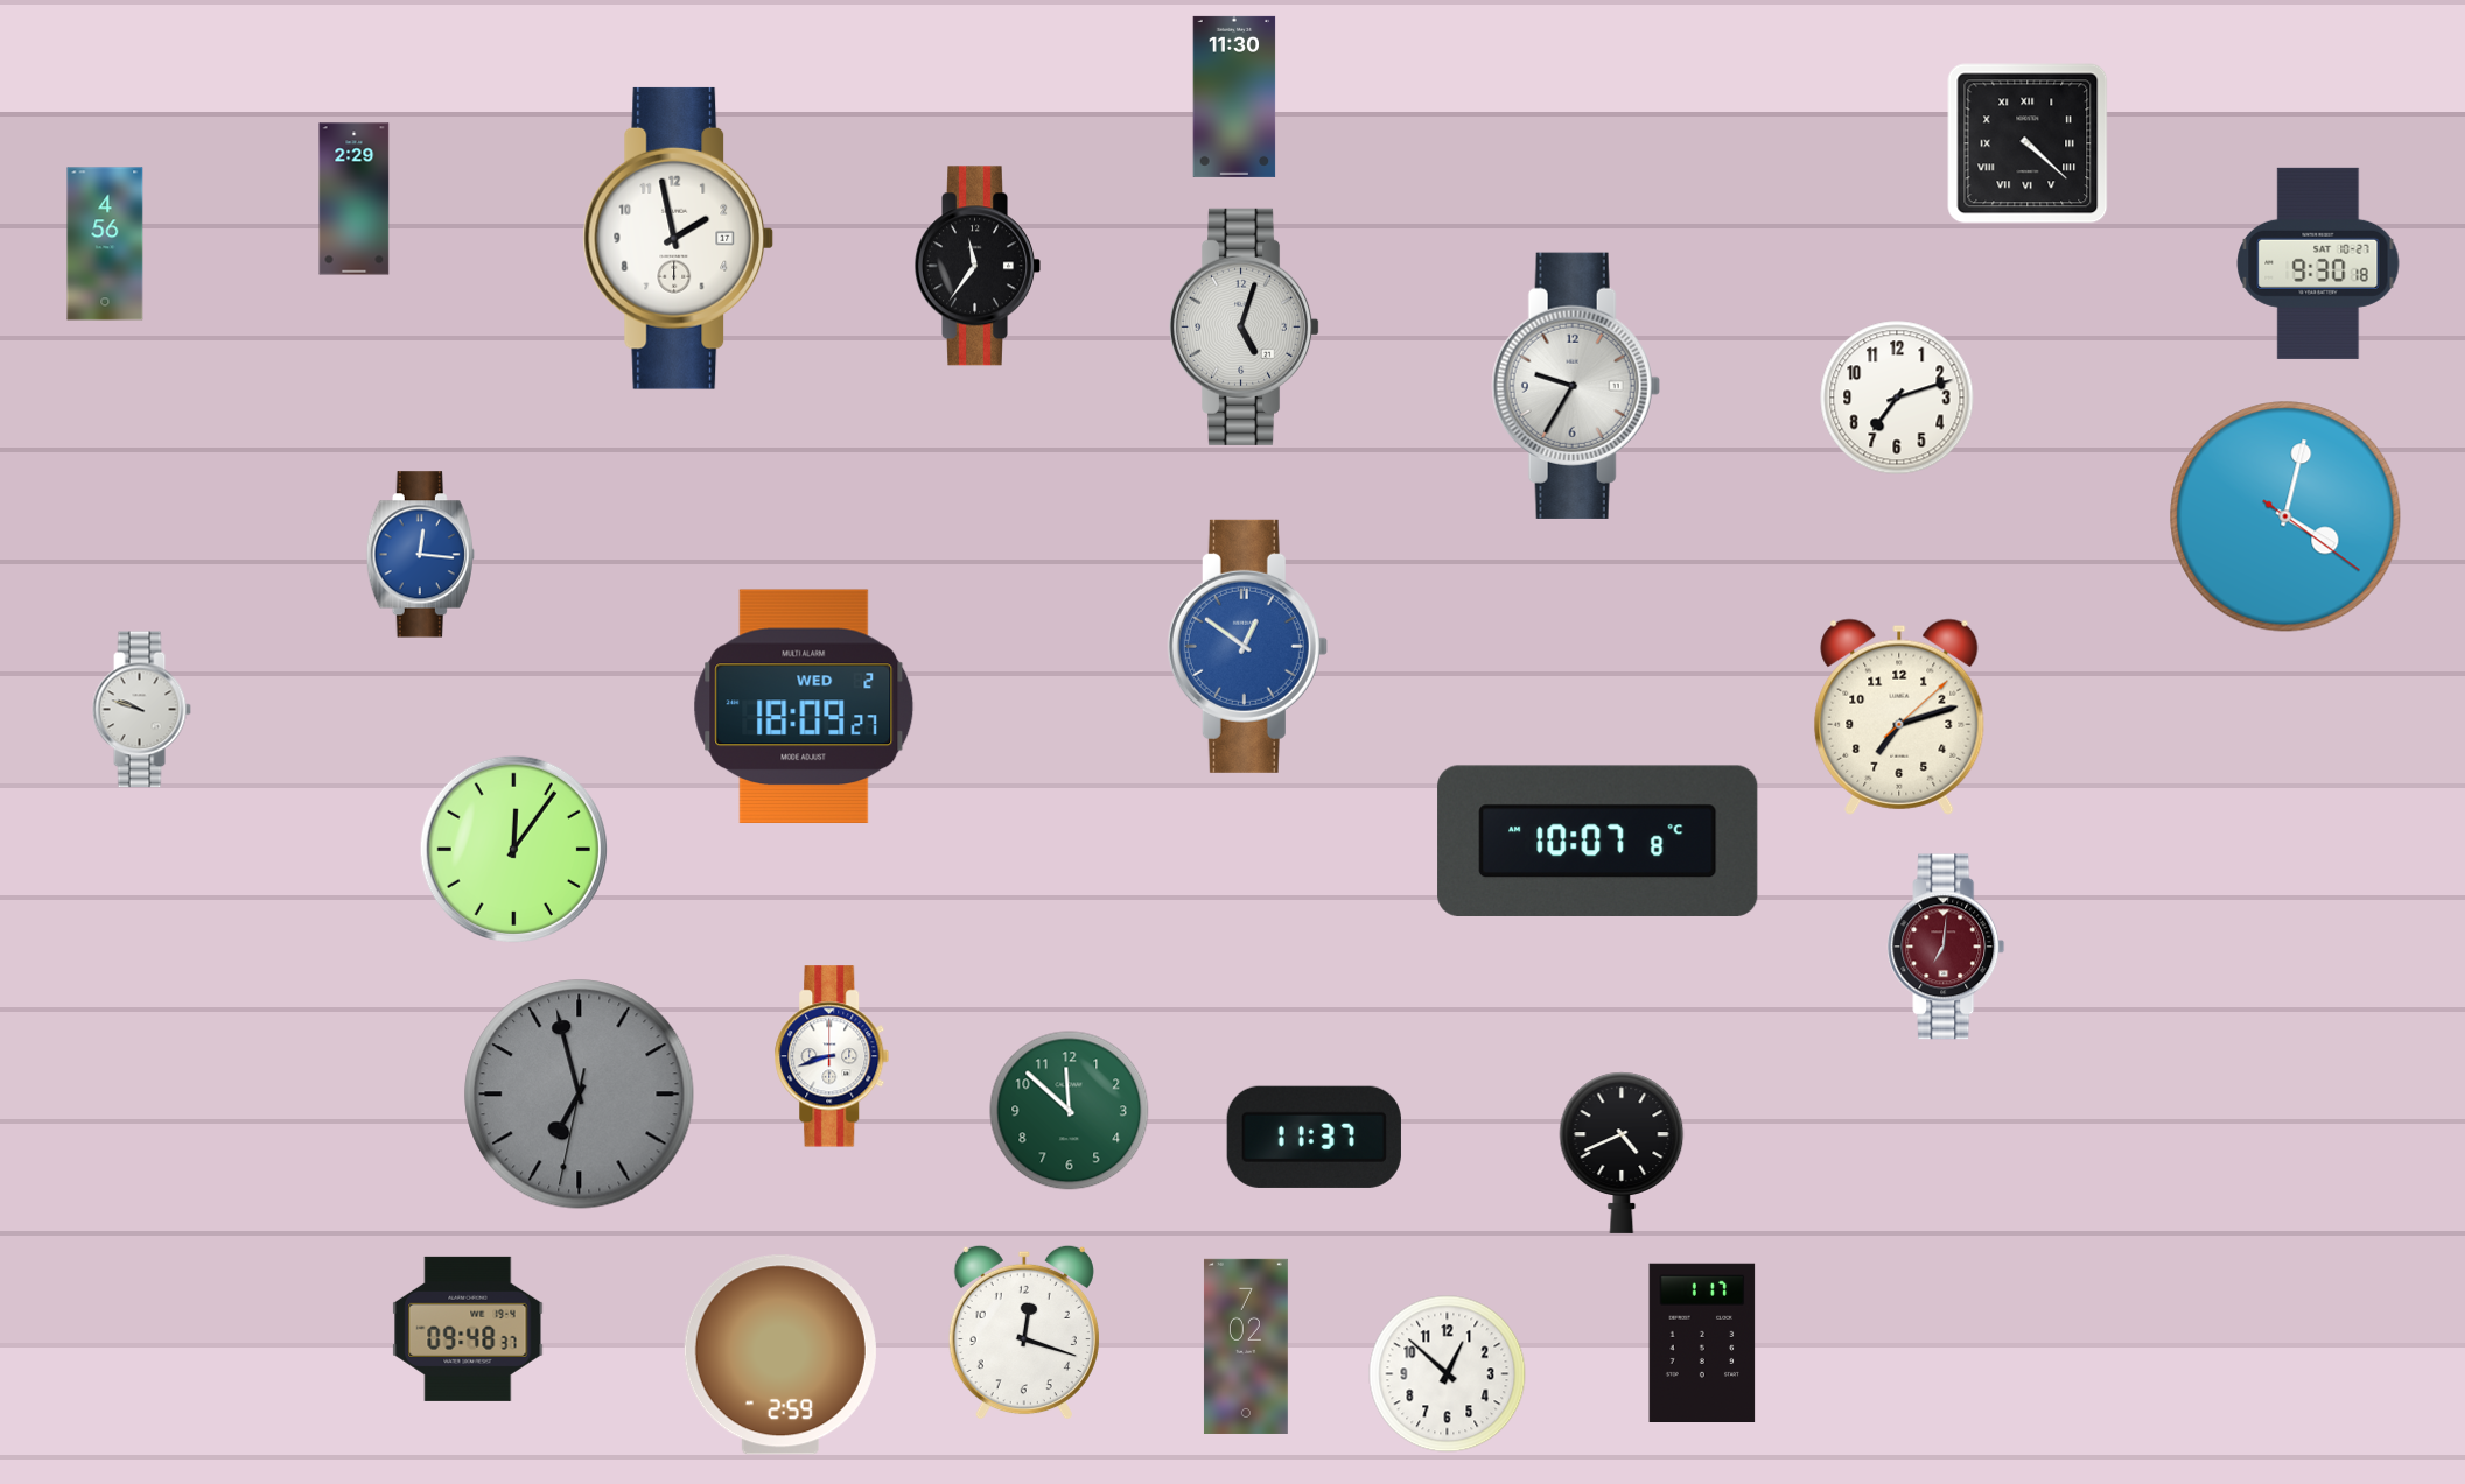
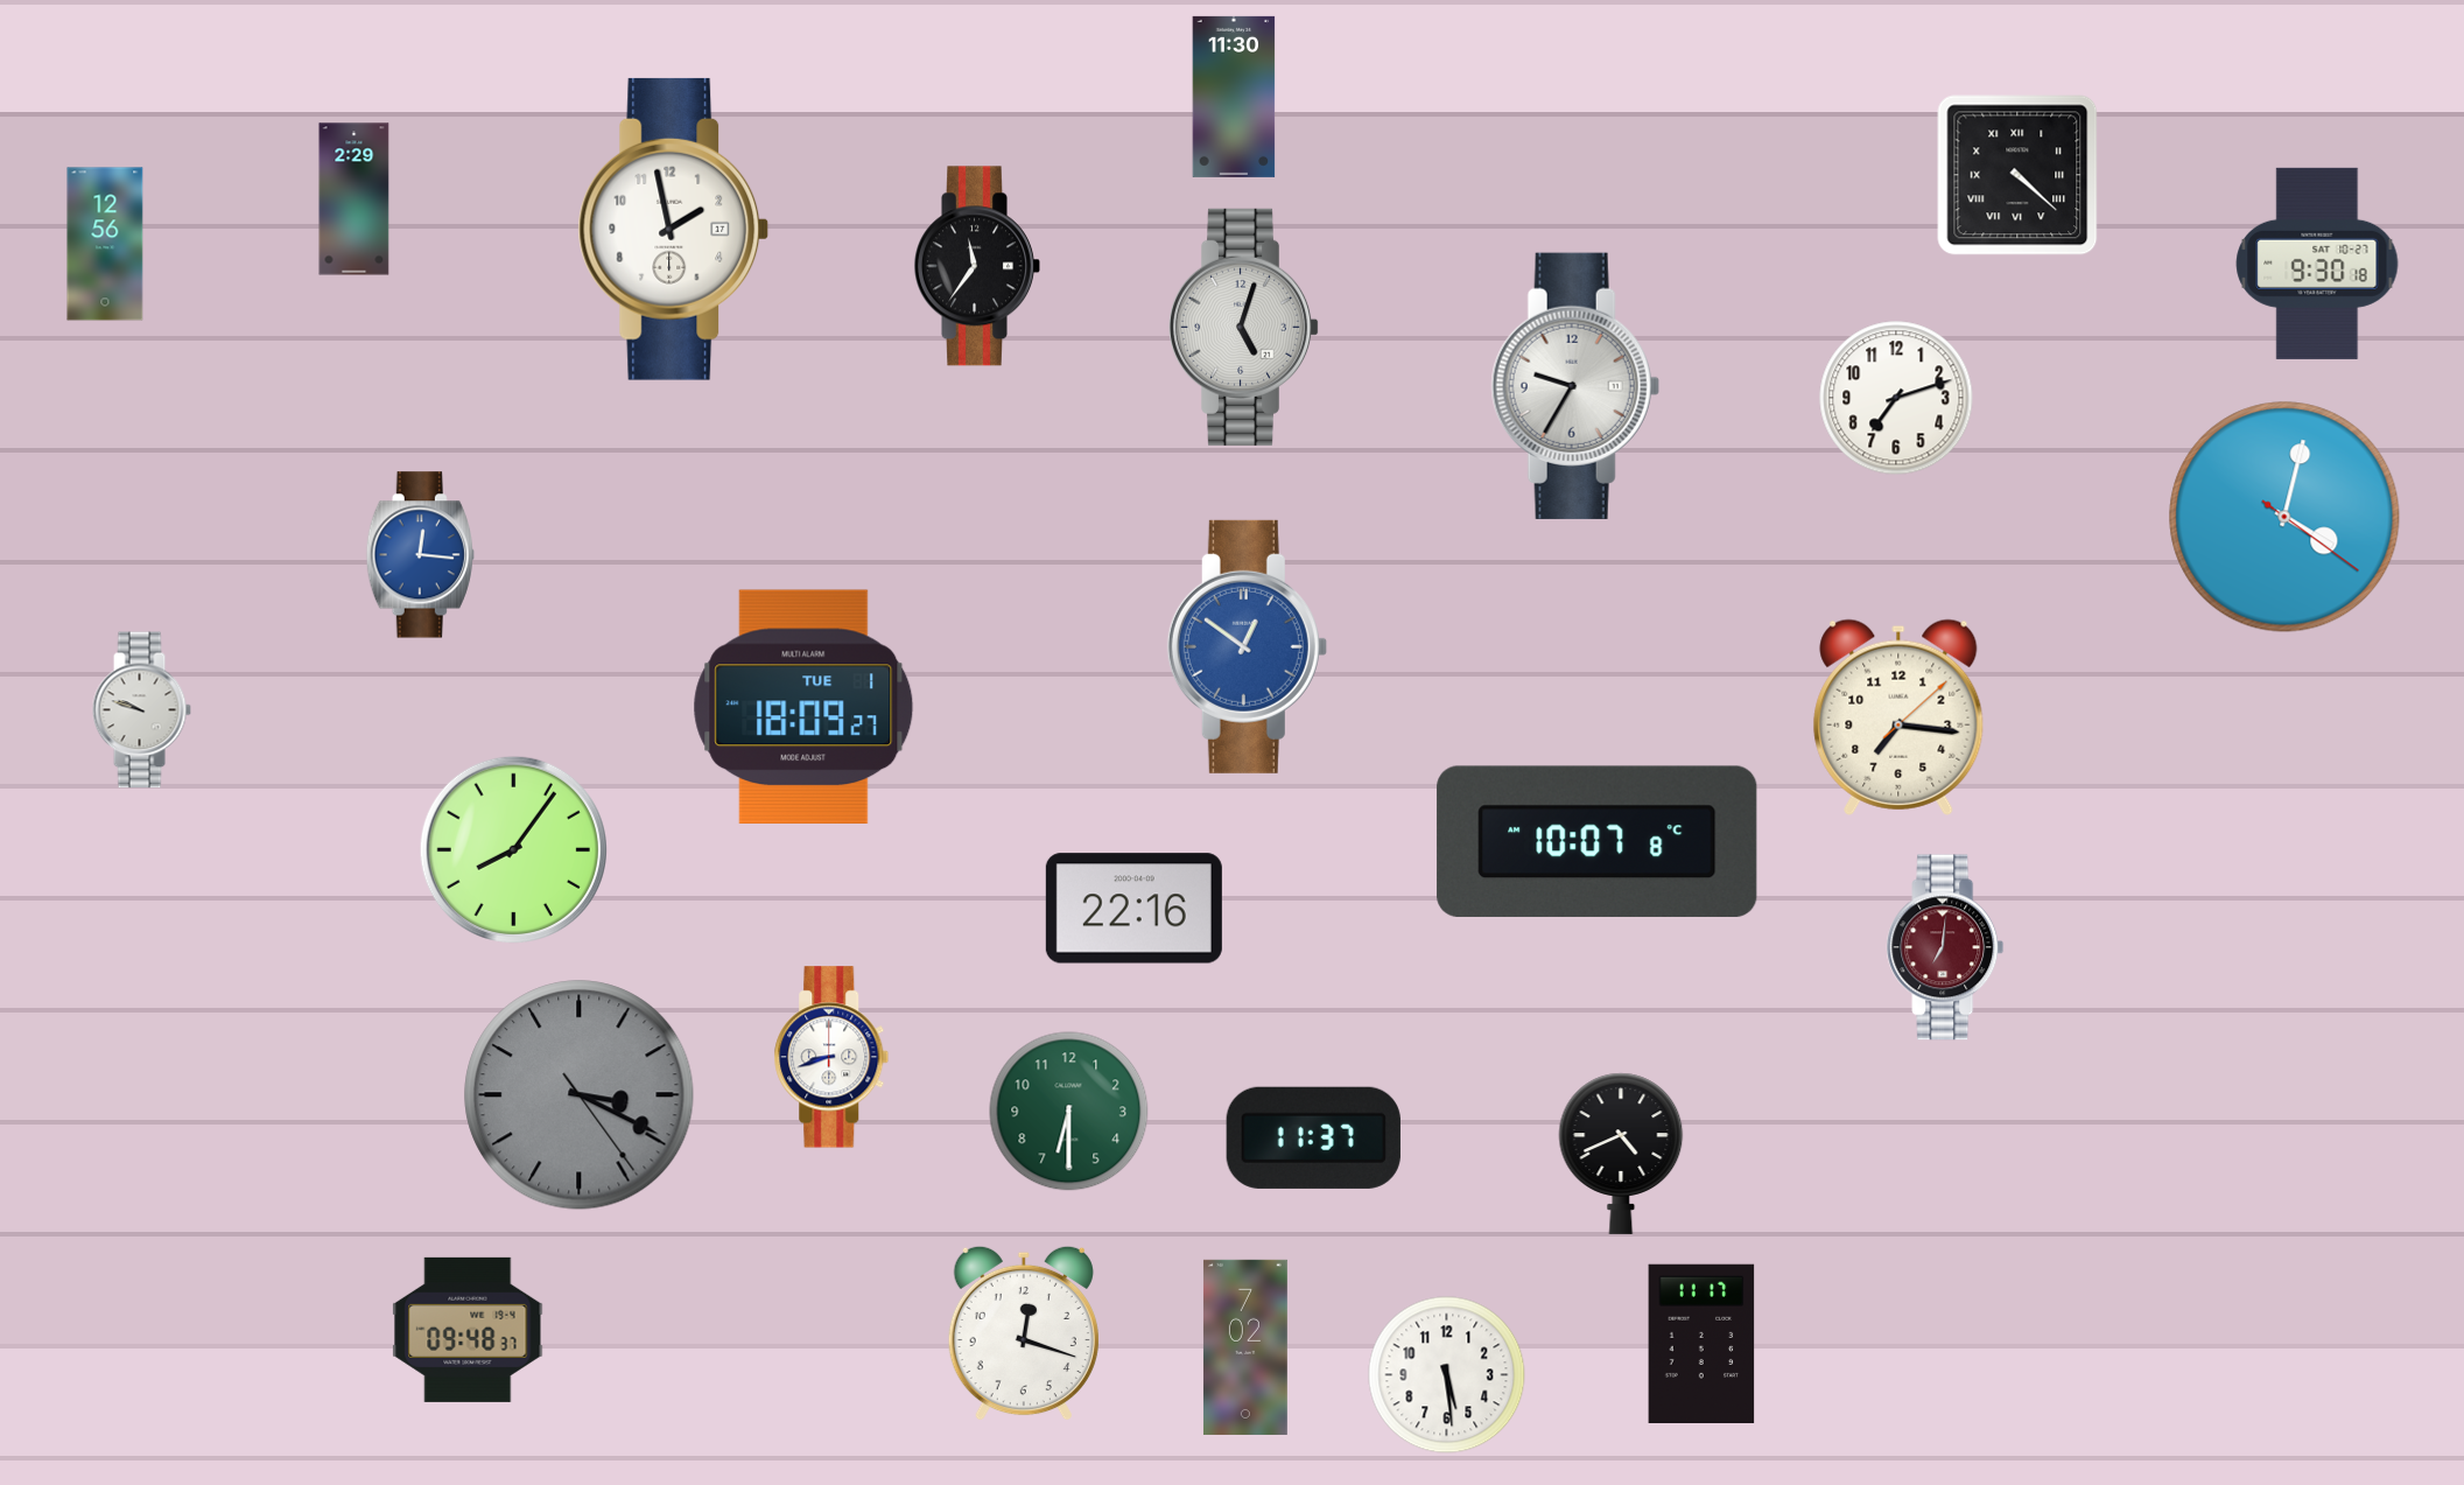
clock at (2028, 143) position: (2028, 143) -> (2017, 175)
clock at (679, 238) position: (679, 238) -> (674, 229)
clock at (105, 244): 4:56 -> 12:56
clock at (804, 705) date: WED 2 -> TUE 1
clock at (1899, 717): 7:12 -> 7:16
clock at (513, 849): 12:06 -> 8:06
clock at (1133, 909): none -> 22:16
clock at (580, 1095): 6:57 -> 3:19
clock at (1070, 1111): 11:52 -> 6:30
clock at (1702, 1342): 1:17 -> 11:17
clock at (780, 1355): 2:59 -> none
clock at (1448, 1374): 12:52 -> 5:29
